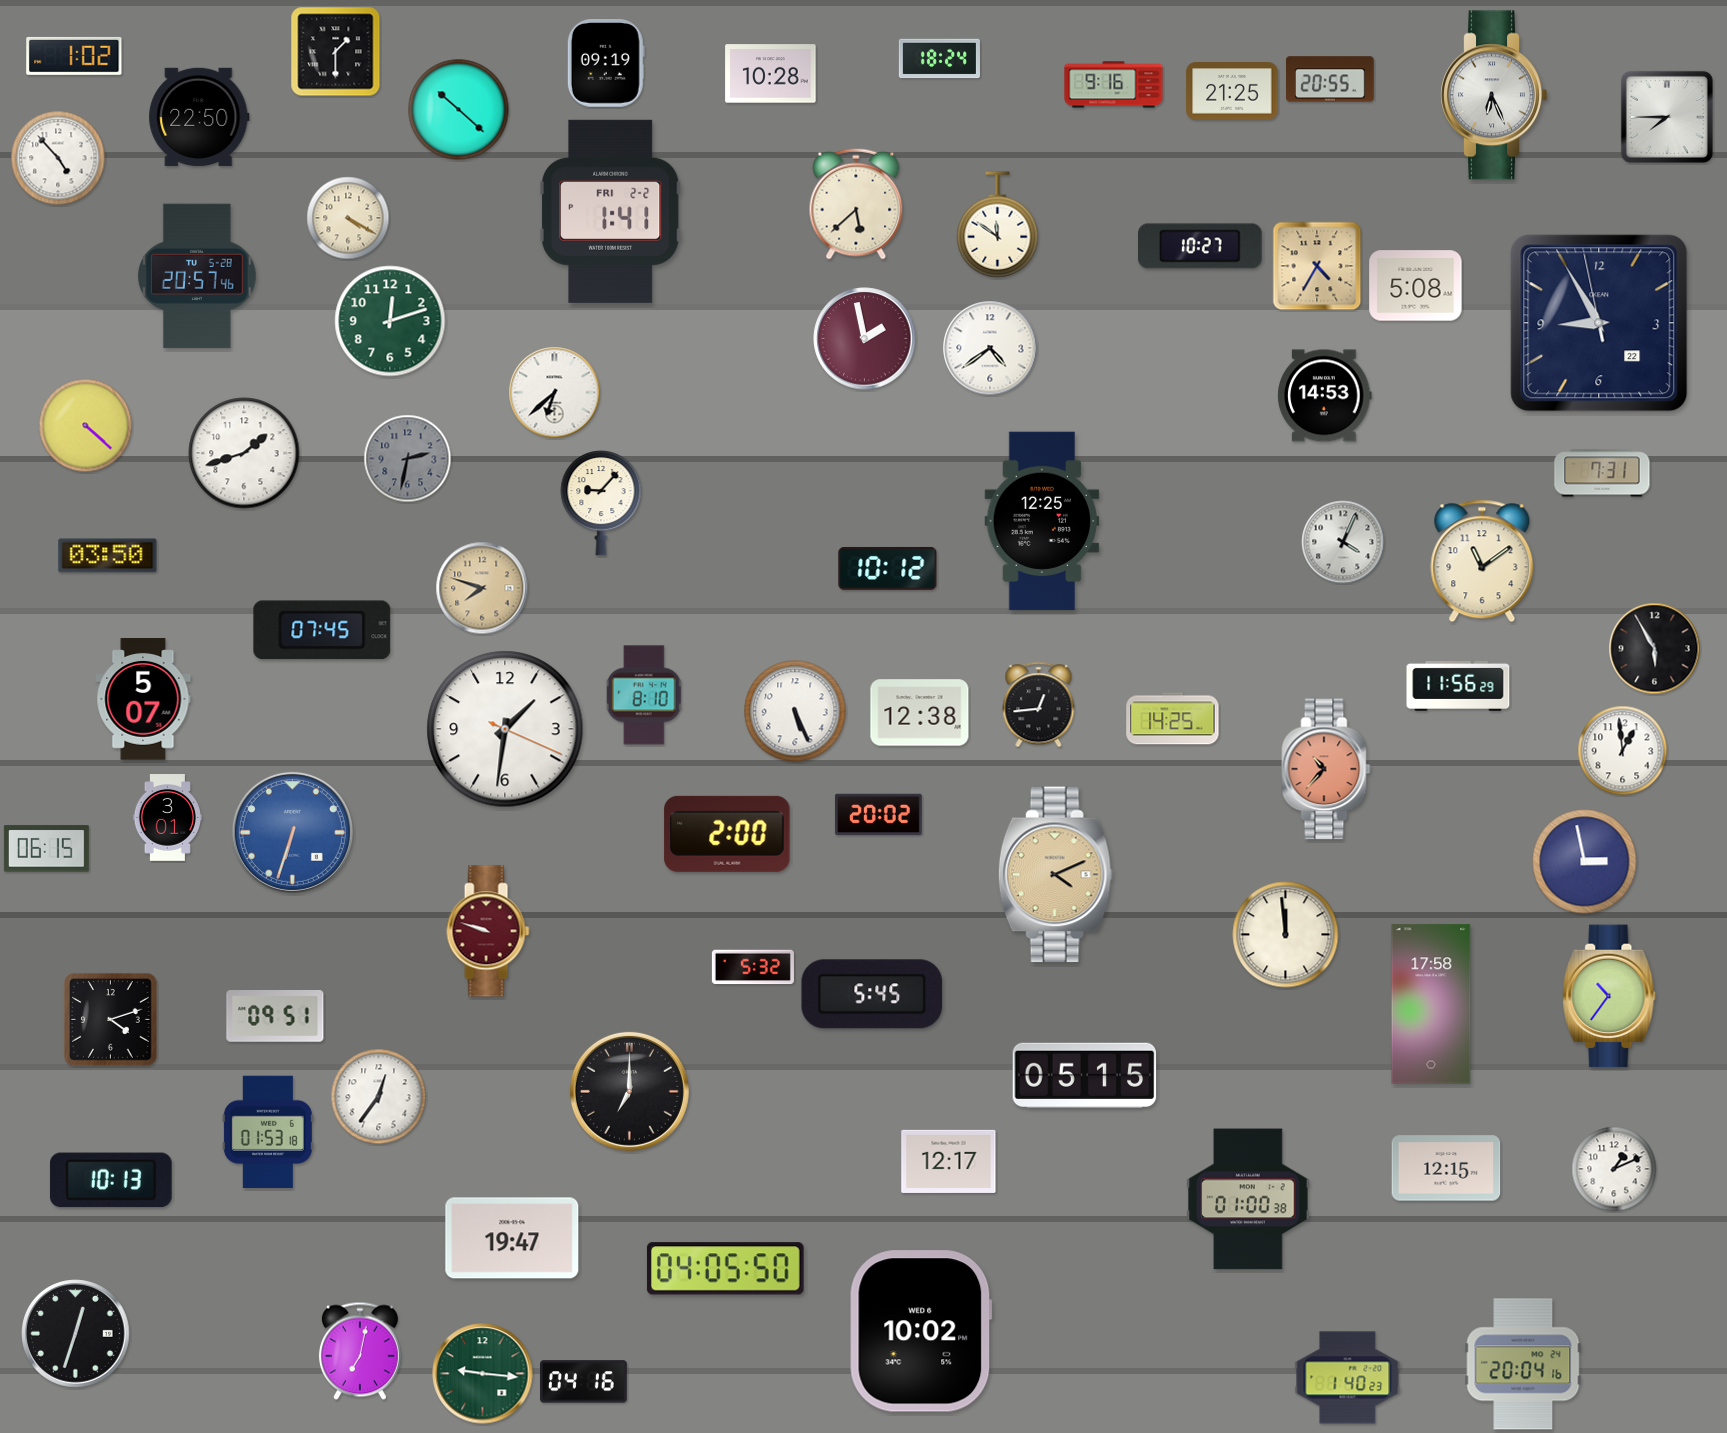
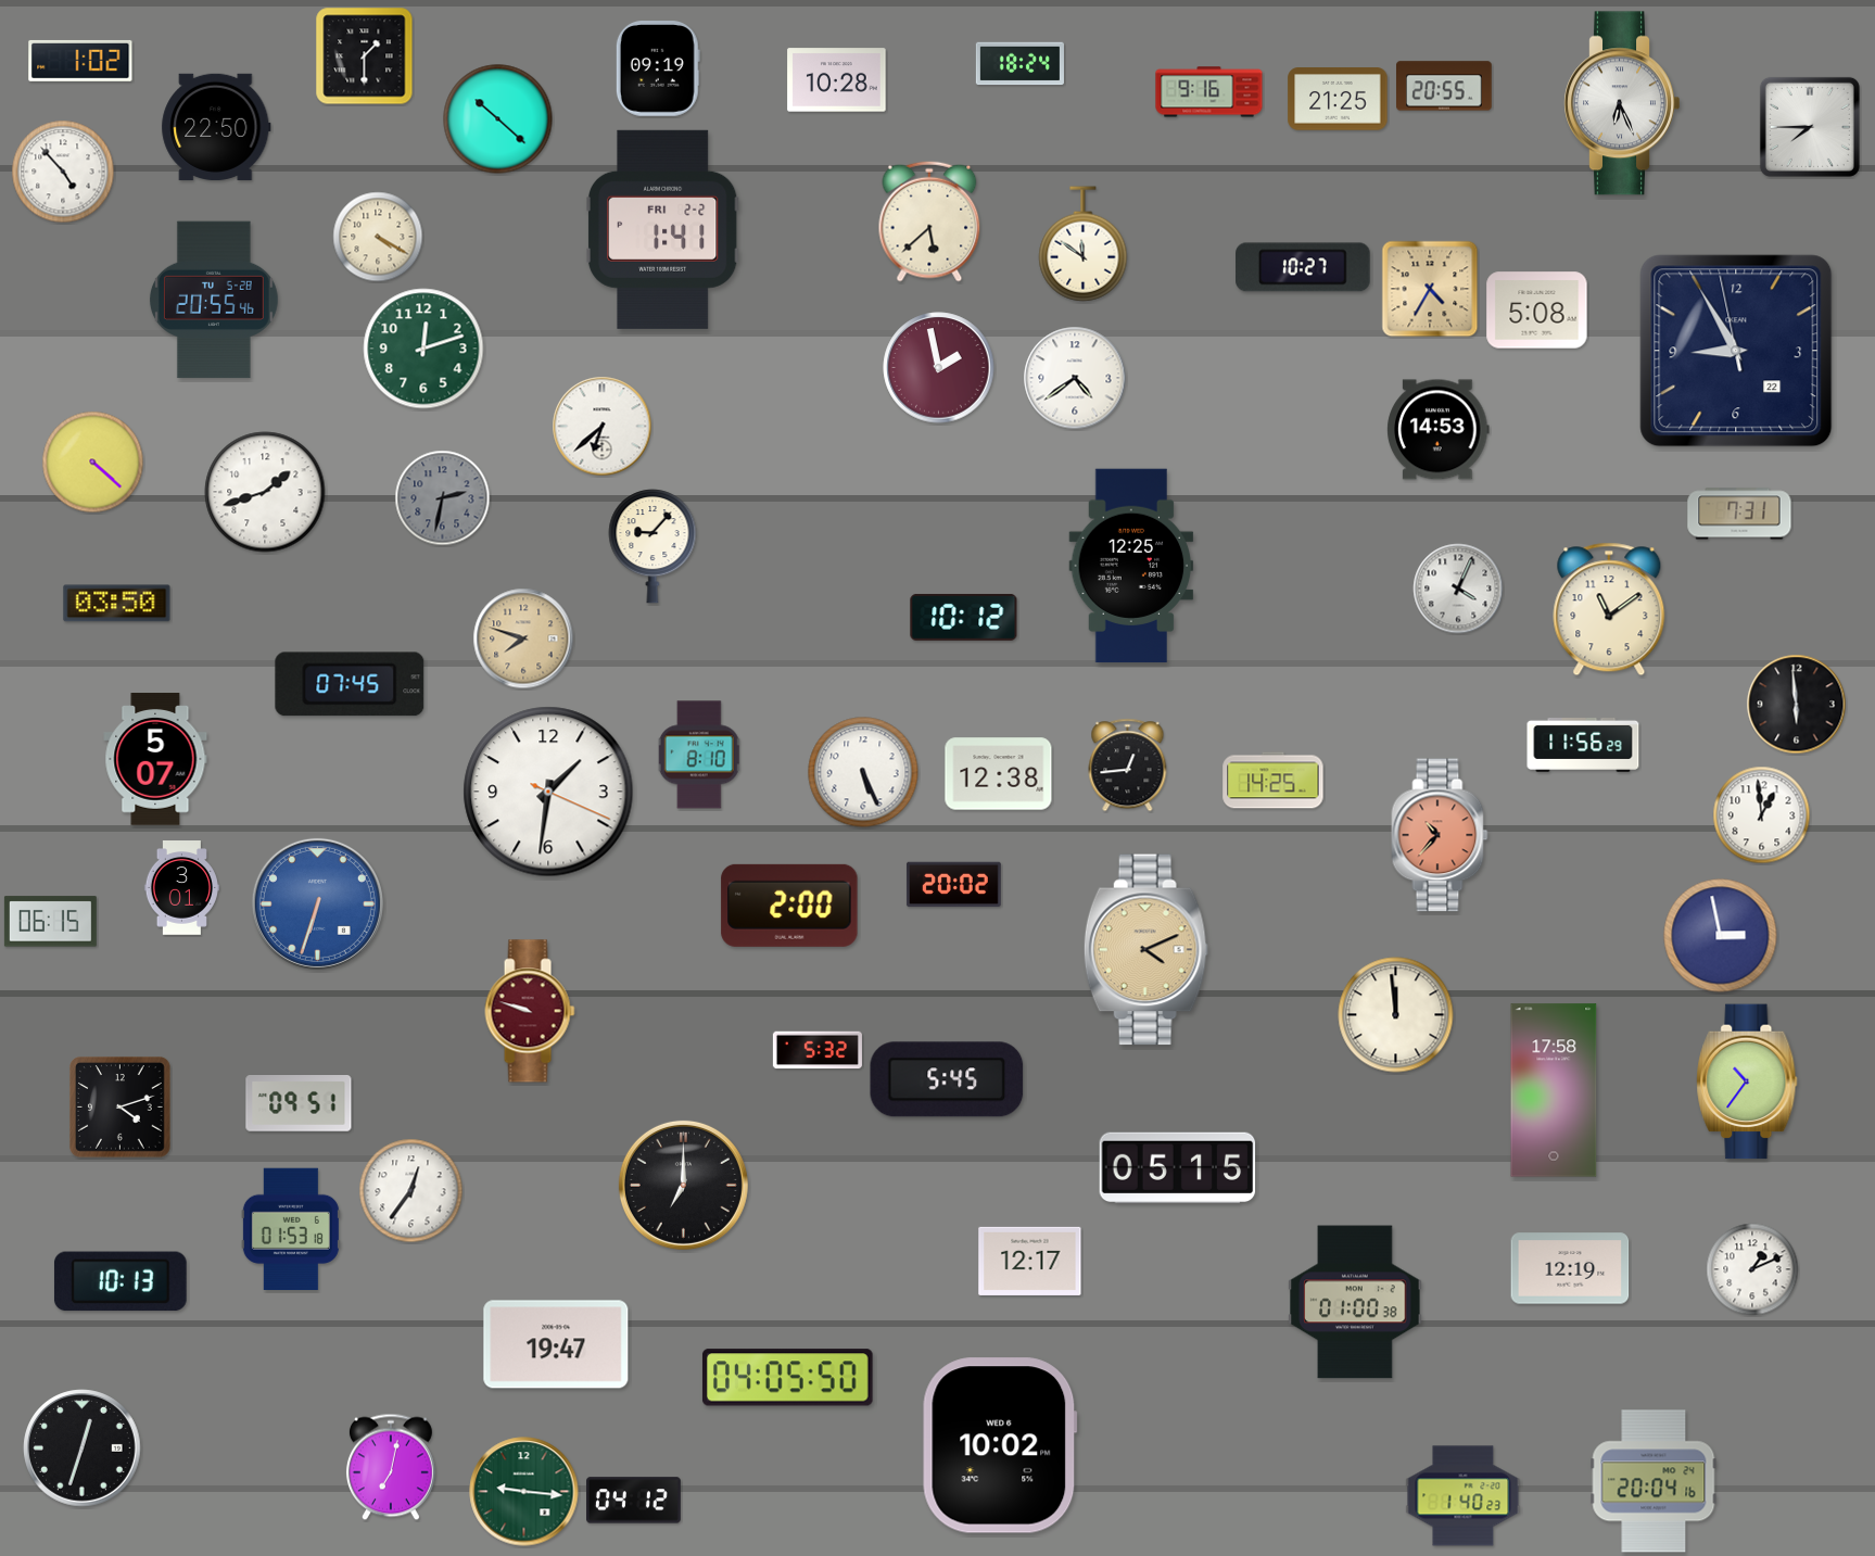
clock at (197, 276): 20:57 -> 20:55
clock at (1655, 649): 5:55 -> 5:59
clock at (1446, 1168): 12:15 -> 12:19
clock at (584, 1382): 04:16 -> 04:12
